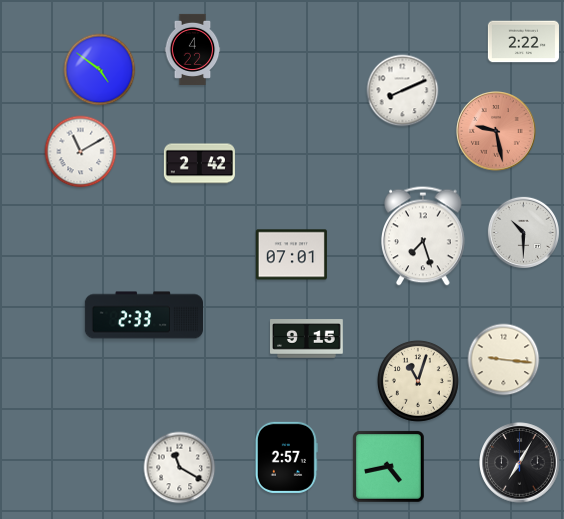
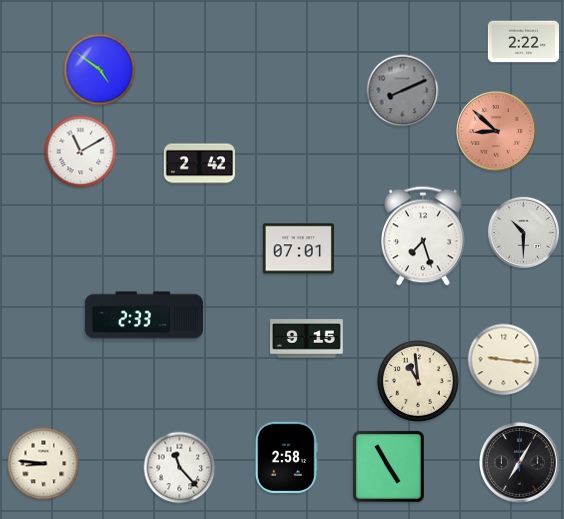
clock at (193, 49): 4:22 -> none
clock at (403, 91) dial: white -> grey
clock at (496, 131): 9:28 -> 8:52
clock at (291, 255) position: (291, 255) -> (298, 249)
clock at (418, 381): 11:03 -> 10:59
clock at (286, 457): 2:57 -> 2:58
clock at (44, 464): none -> 8:46
clock at (389, 467): 4:43 -> 4:55
clock at (180, 468): 11:20 -> 11:23
